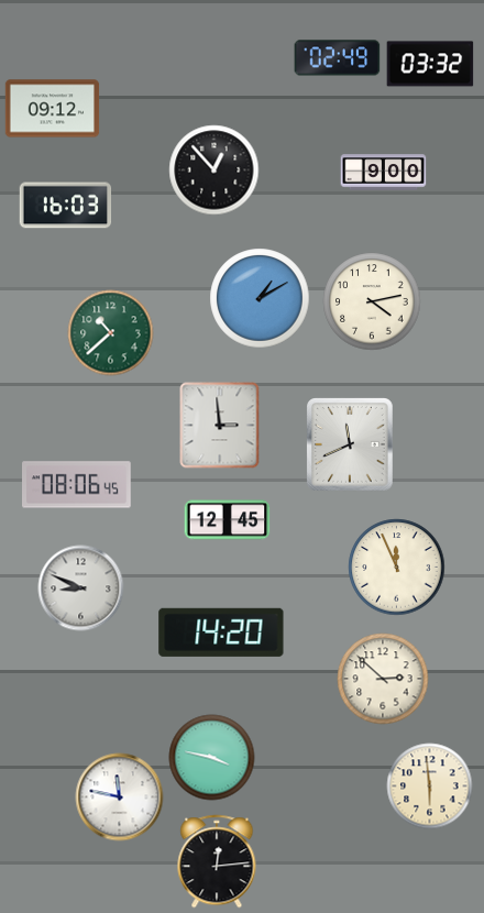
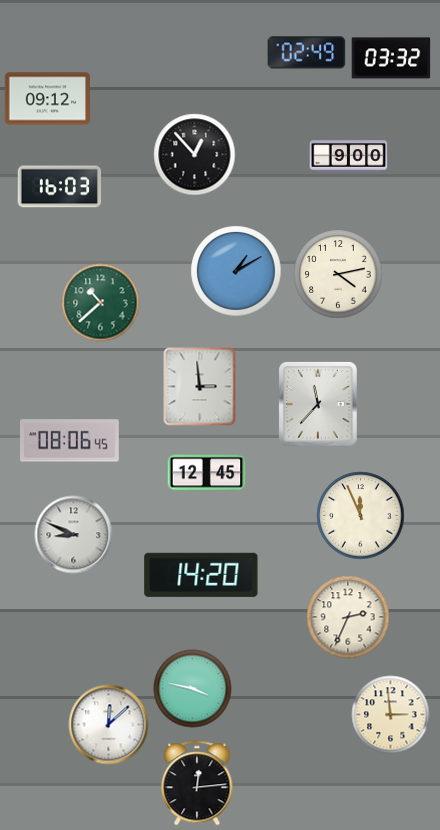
clock at (351, 444): 11:41 -> 11:37
clock at (383, 679): 2:52 -> 2:34
clock at (429, 785): 5:59 -> 2:59
clock at (119, 796): 11:47 -> 12:08
